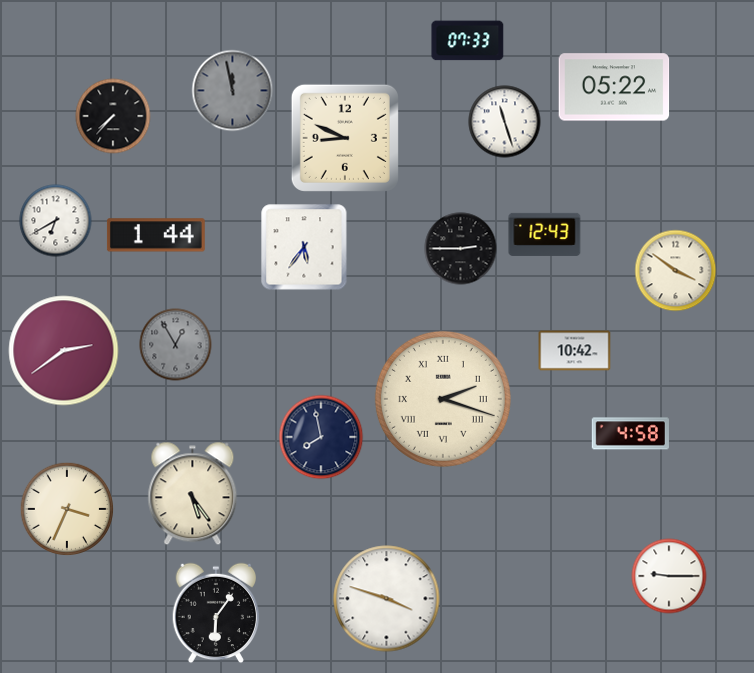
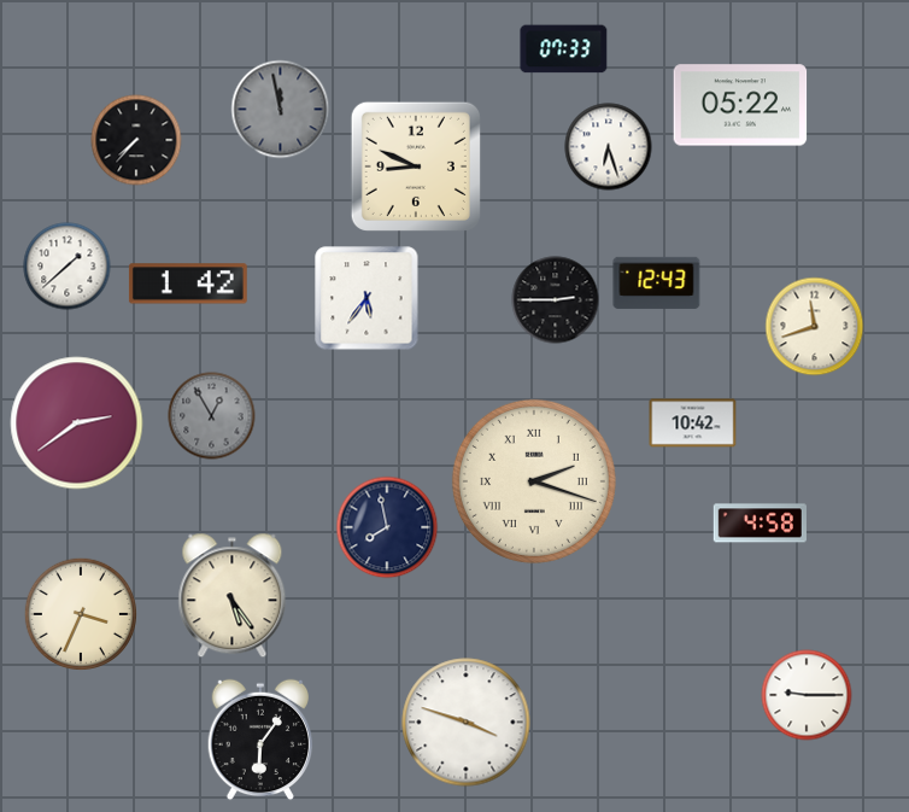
clock at (505, 122): 11:27 -> 6:27
clock at (56, 221): 6:40 -> 1:38
clock at (156, 235): 1:44 -> 1:42
clock at (676, 271): 3:51 -> 11:42
